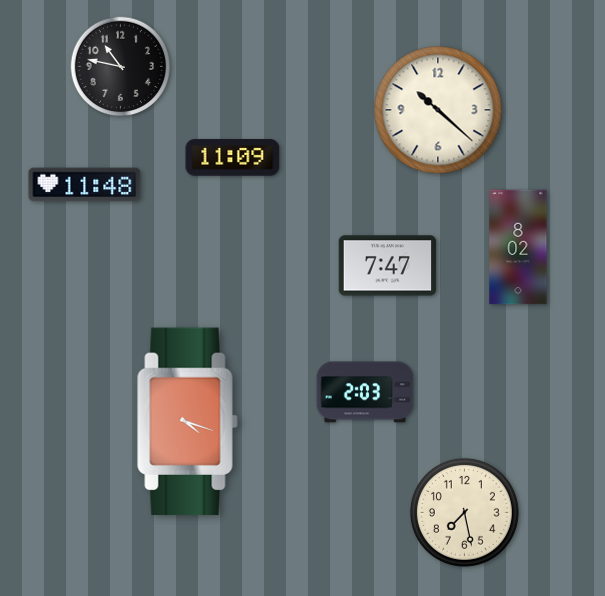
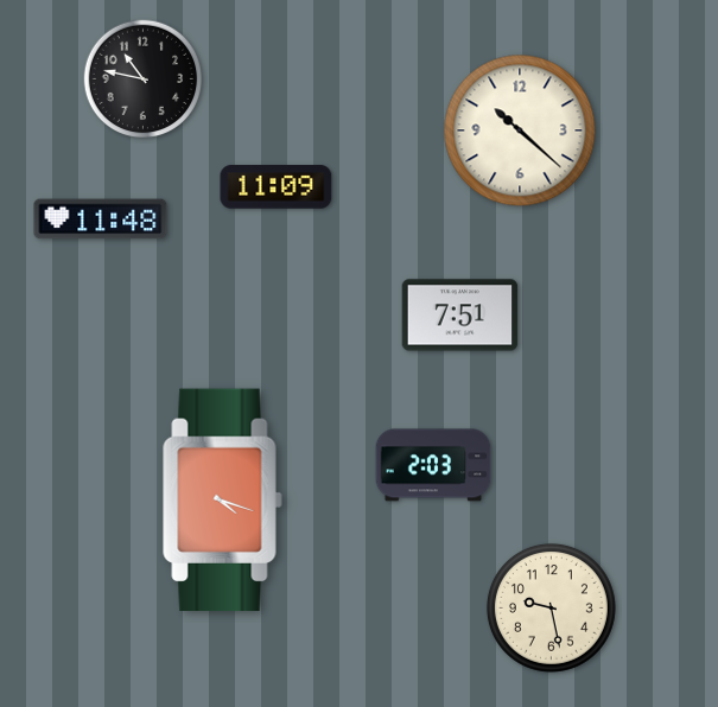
clock at (518, 247): 8:02 -> none
clock at (388, 266): 7:47 -> 7:51
clock at (464, 512): 7:28 -> 9:28
